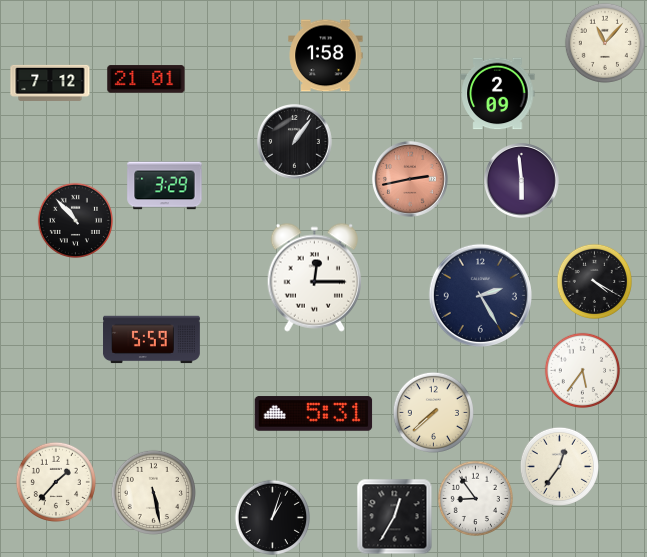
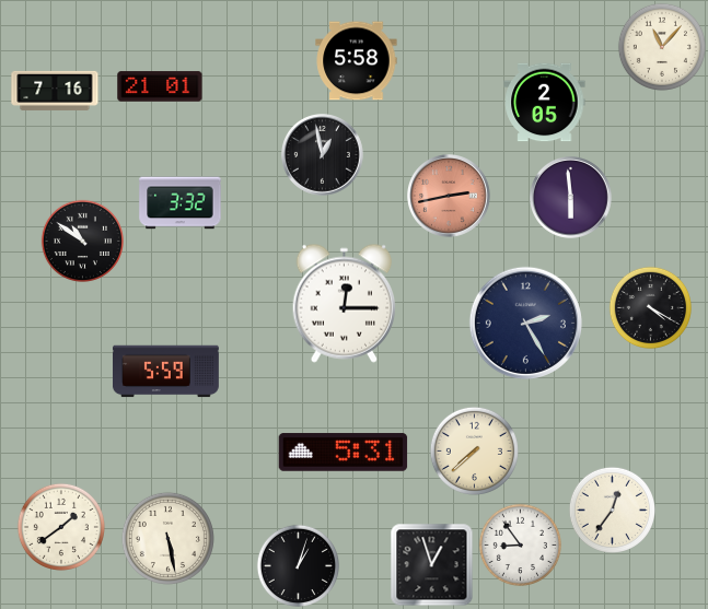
clock at (326, 56): 1:58 -> 5:58
clock at (50, 83): 7:12 -> 7:16
clock at (498, 94): 2:09 -> 2:05
clock at (295, 142): 1:06 -> 12:58
clock at (165, 186): 3:29 -> 3:32
clock at (75, 220): 10:53 -> 10:51
clock at (582, 370): 5:36 -> none
clock at (56, 482): 1:37 -> 1:39
clock at (395, 517): 12:35 -> 12:57
